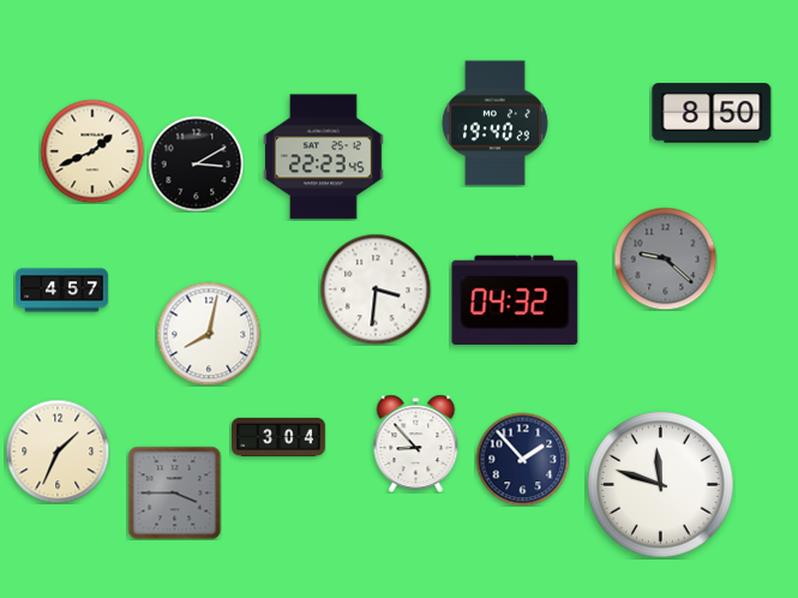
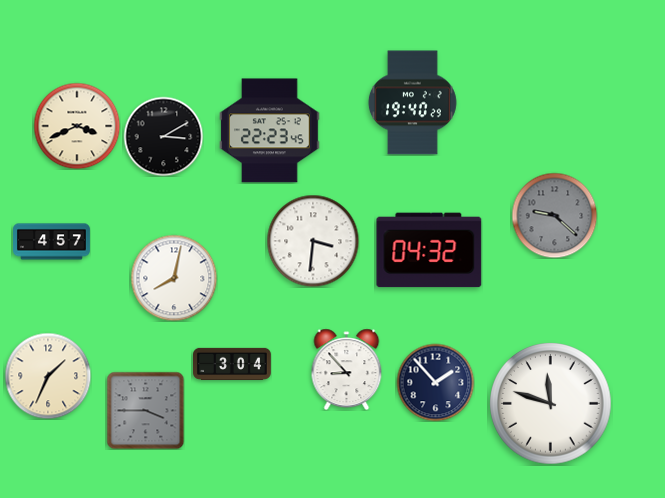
clock at (712, 113): 8:50 -> none
clock at (92, 151): 1:41 -> 3:41
